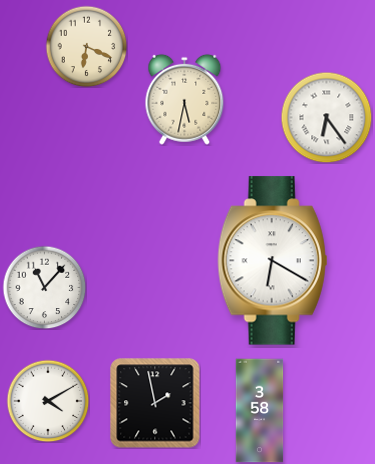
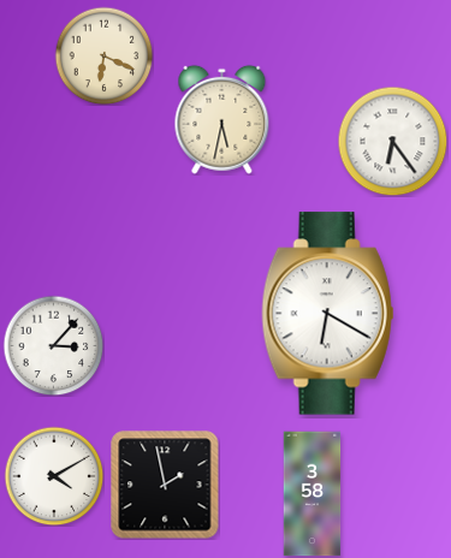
clock at (44, 287): 11:07 -> 3:07
clock at (48, 401) position: (48, 401) -> (54, 476)
clock at (155, 403) position: (155, 403) -> (165, 485)
